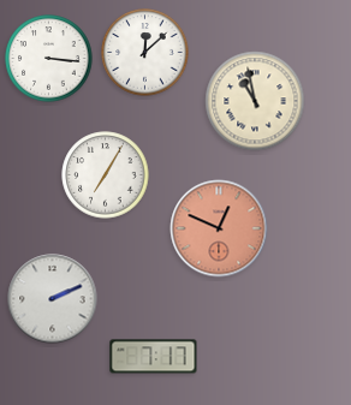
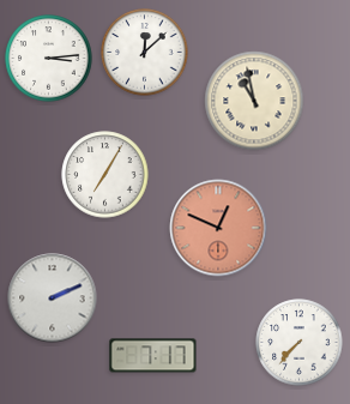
clock at (49, 59): 3:16 -> 3:14
clock at (300, 343): none -> 7:37
